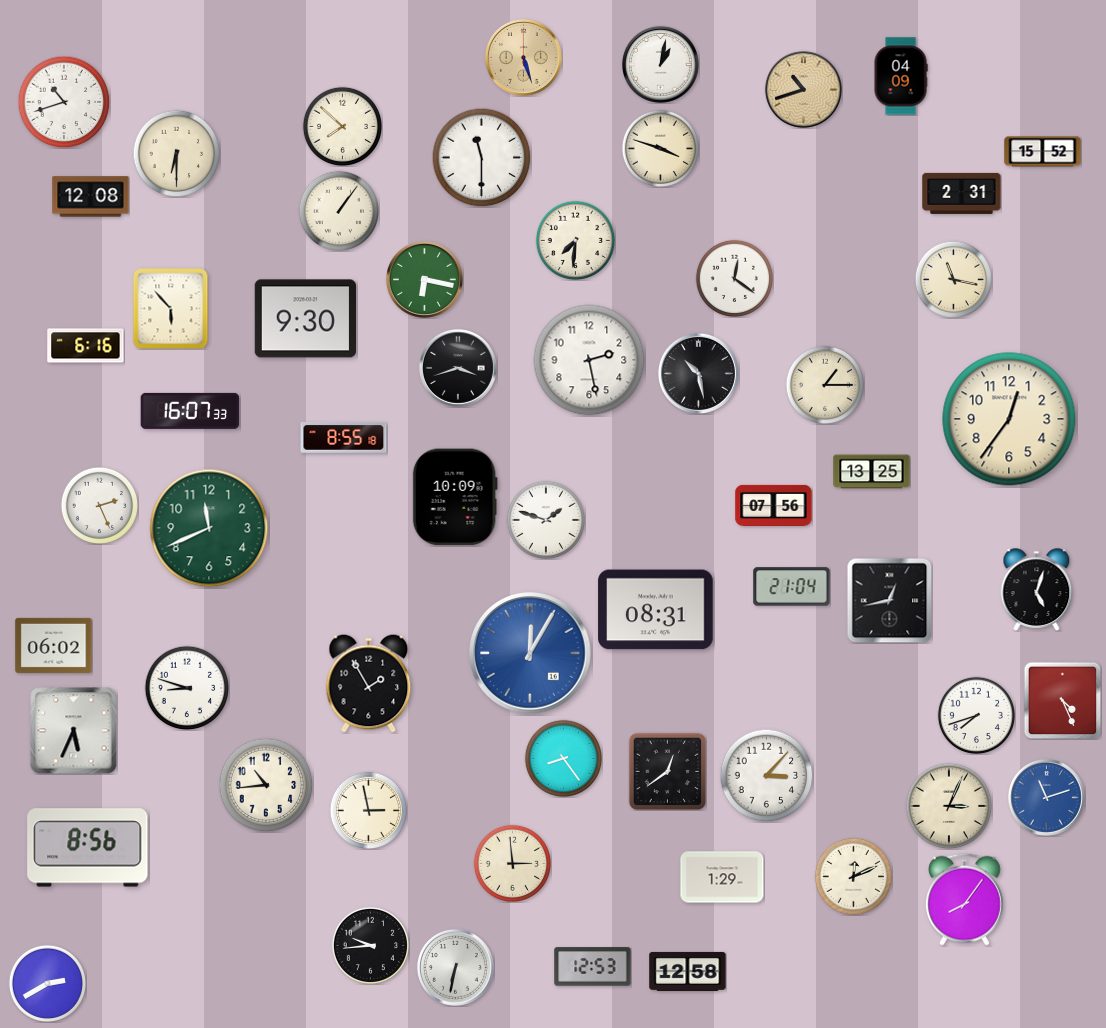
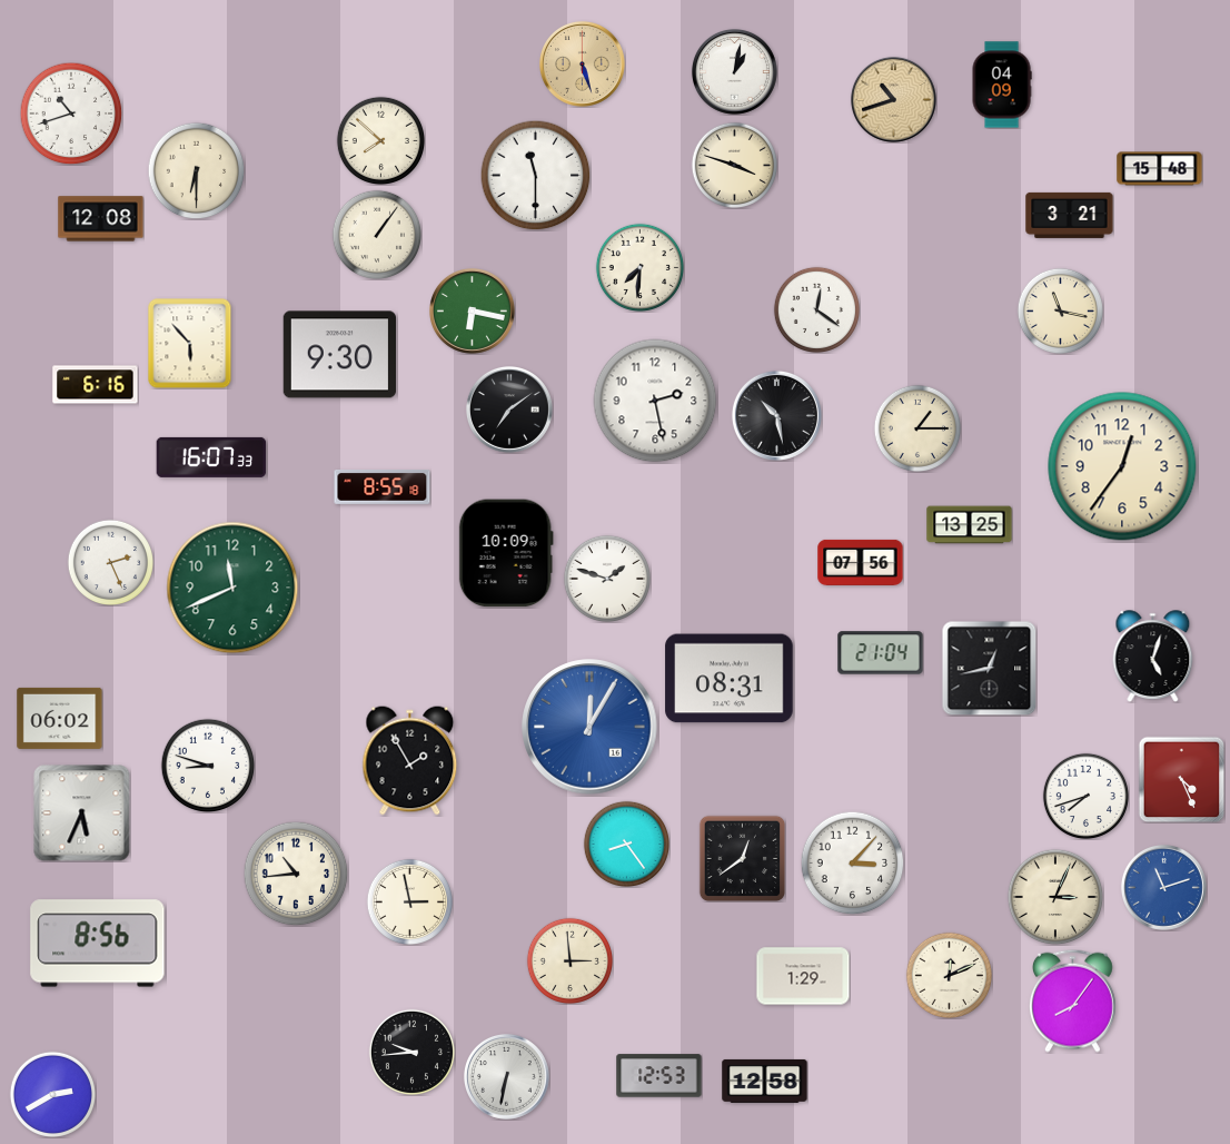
clock at (1043, 152): 15:52 -> 15:48
clock at (962, 193): 2:31 -> 3:21
clock at (458, 368): 3:42 -> 7:09
